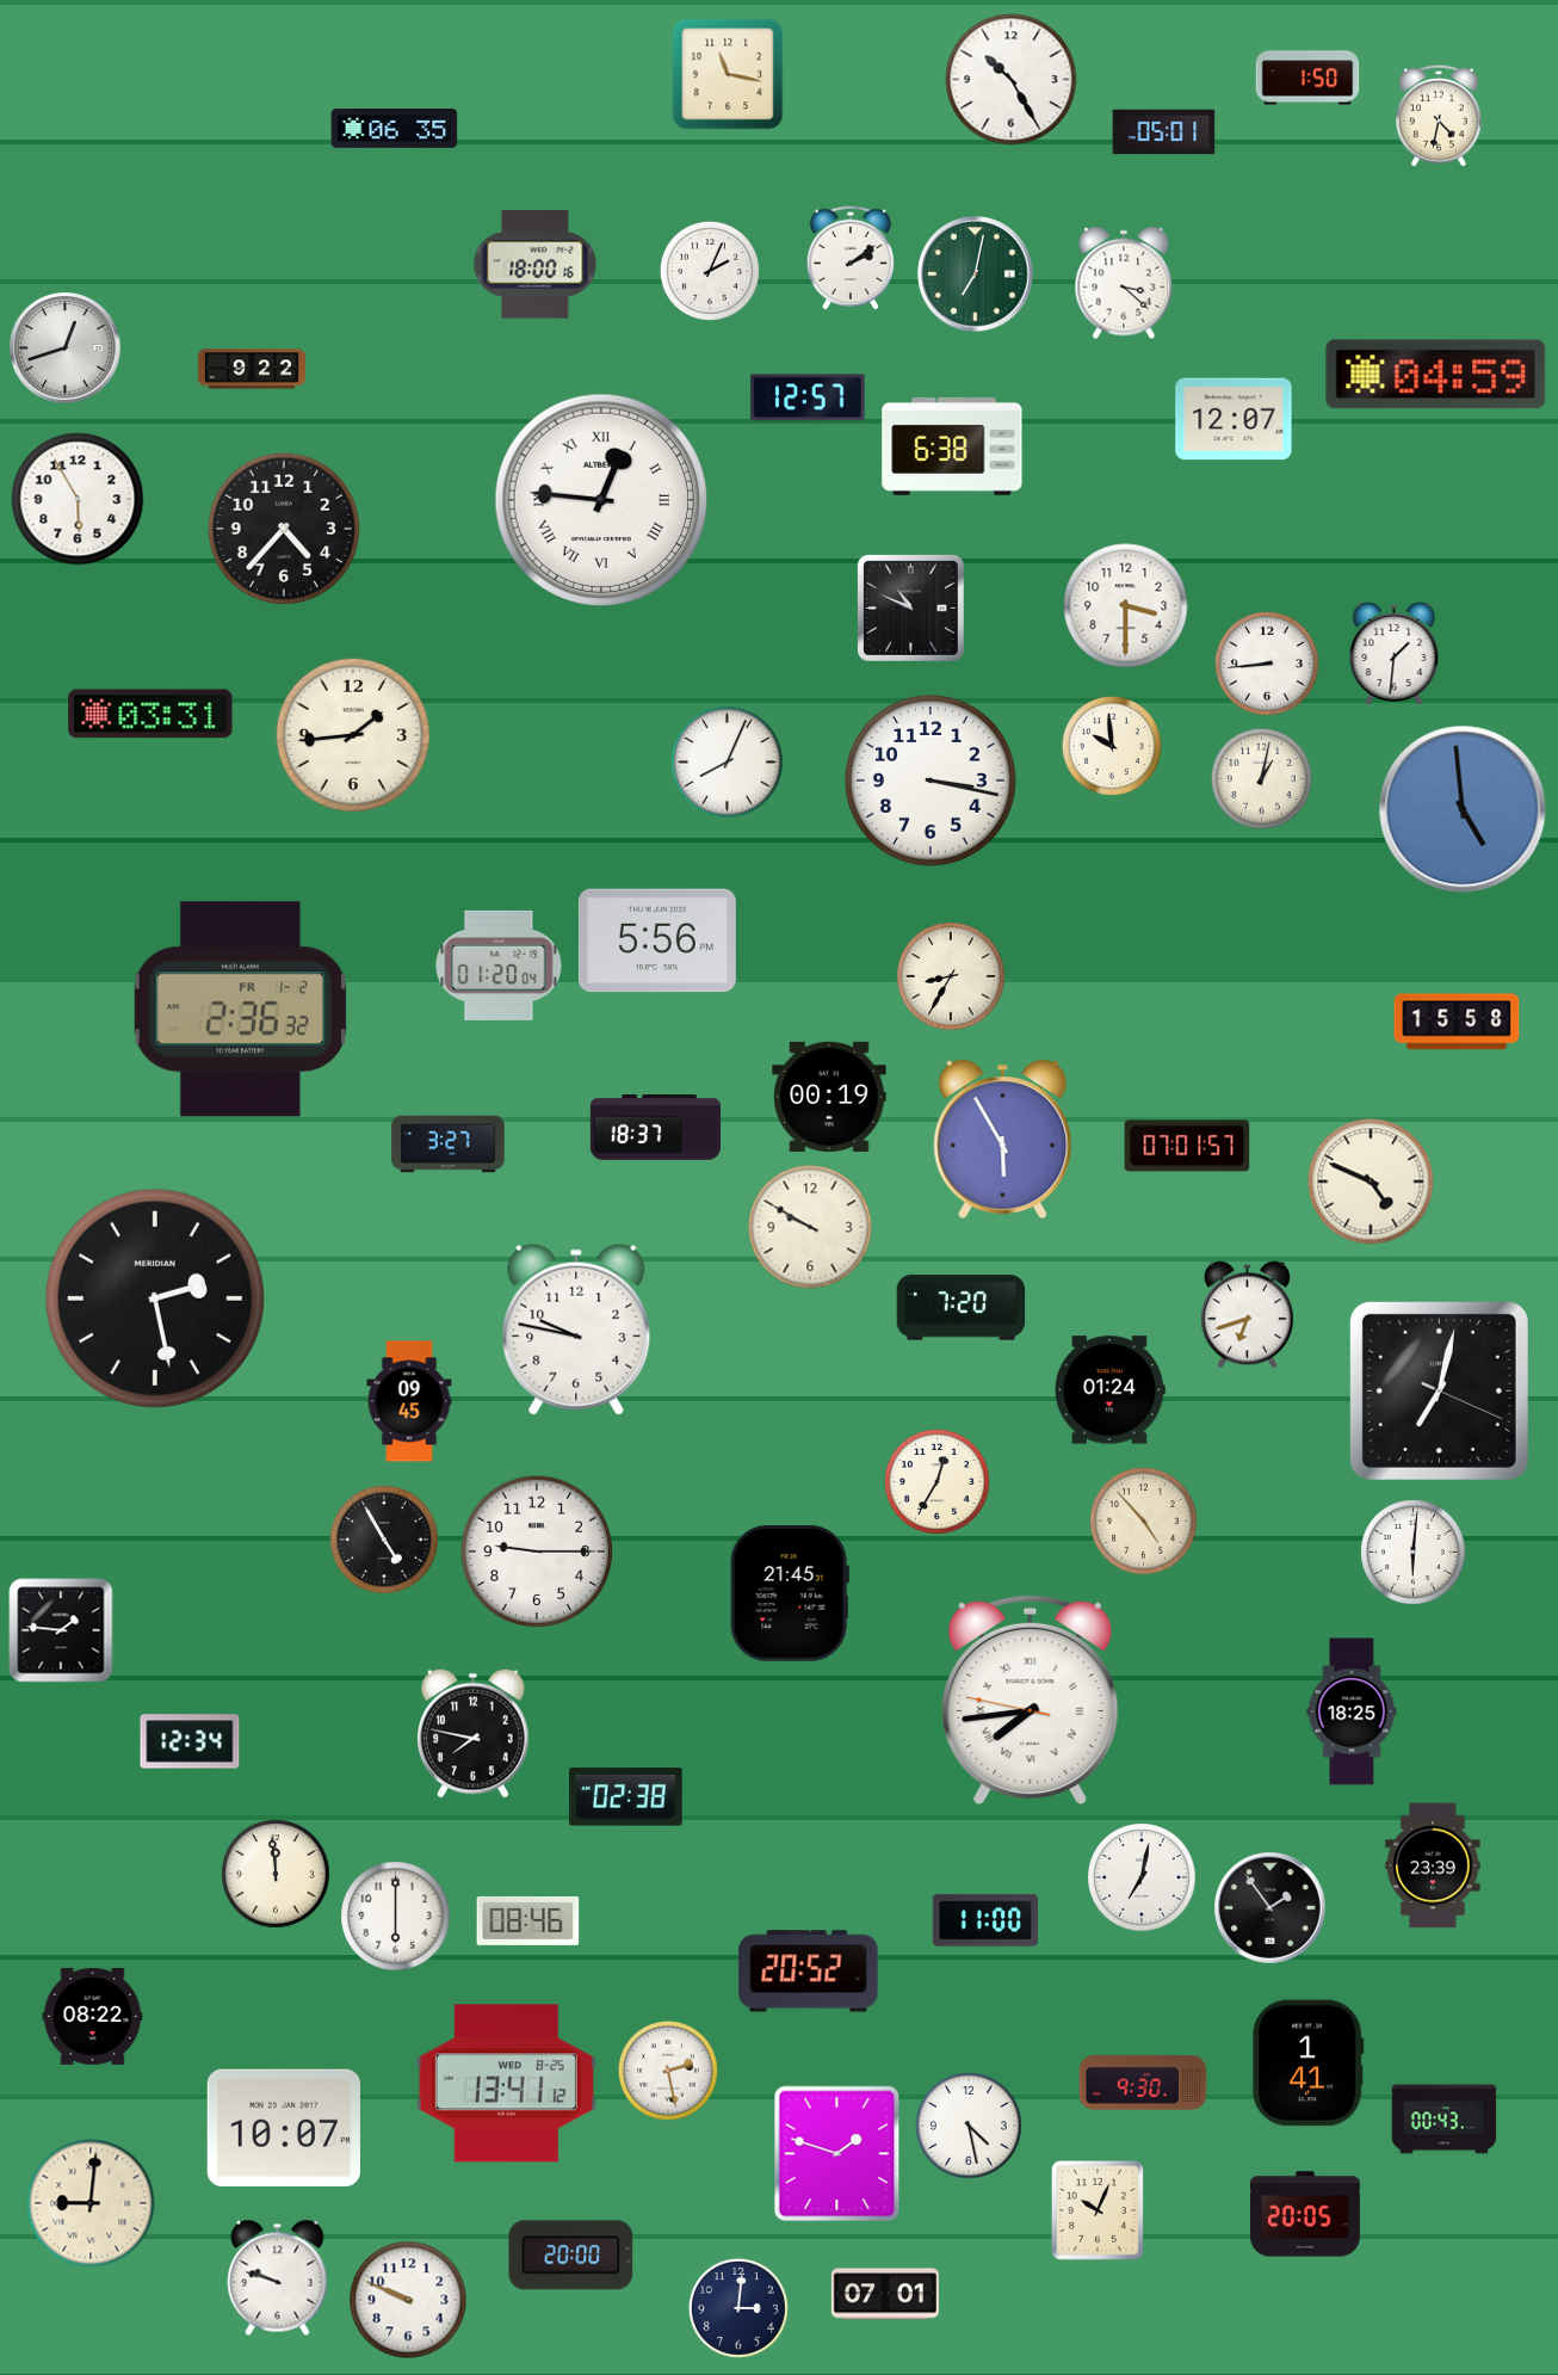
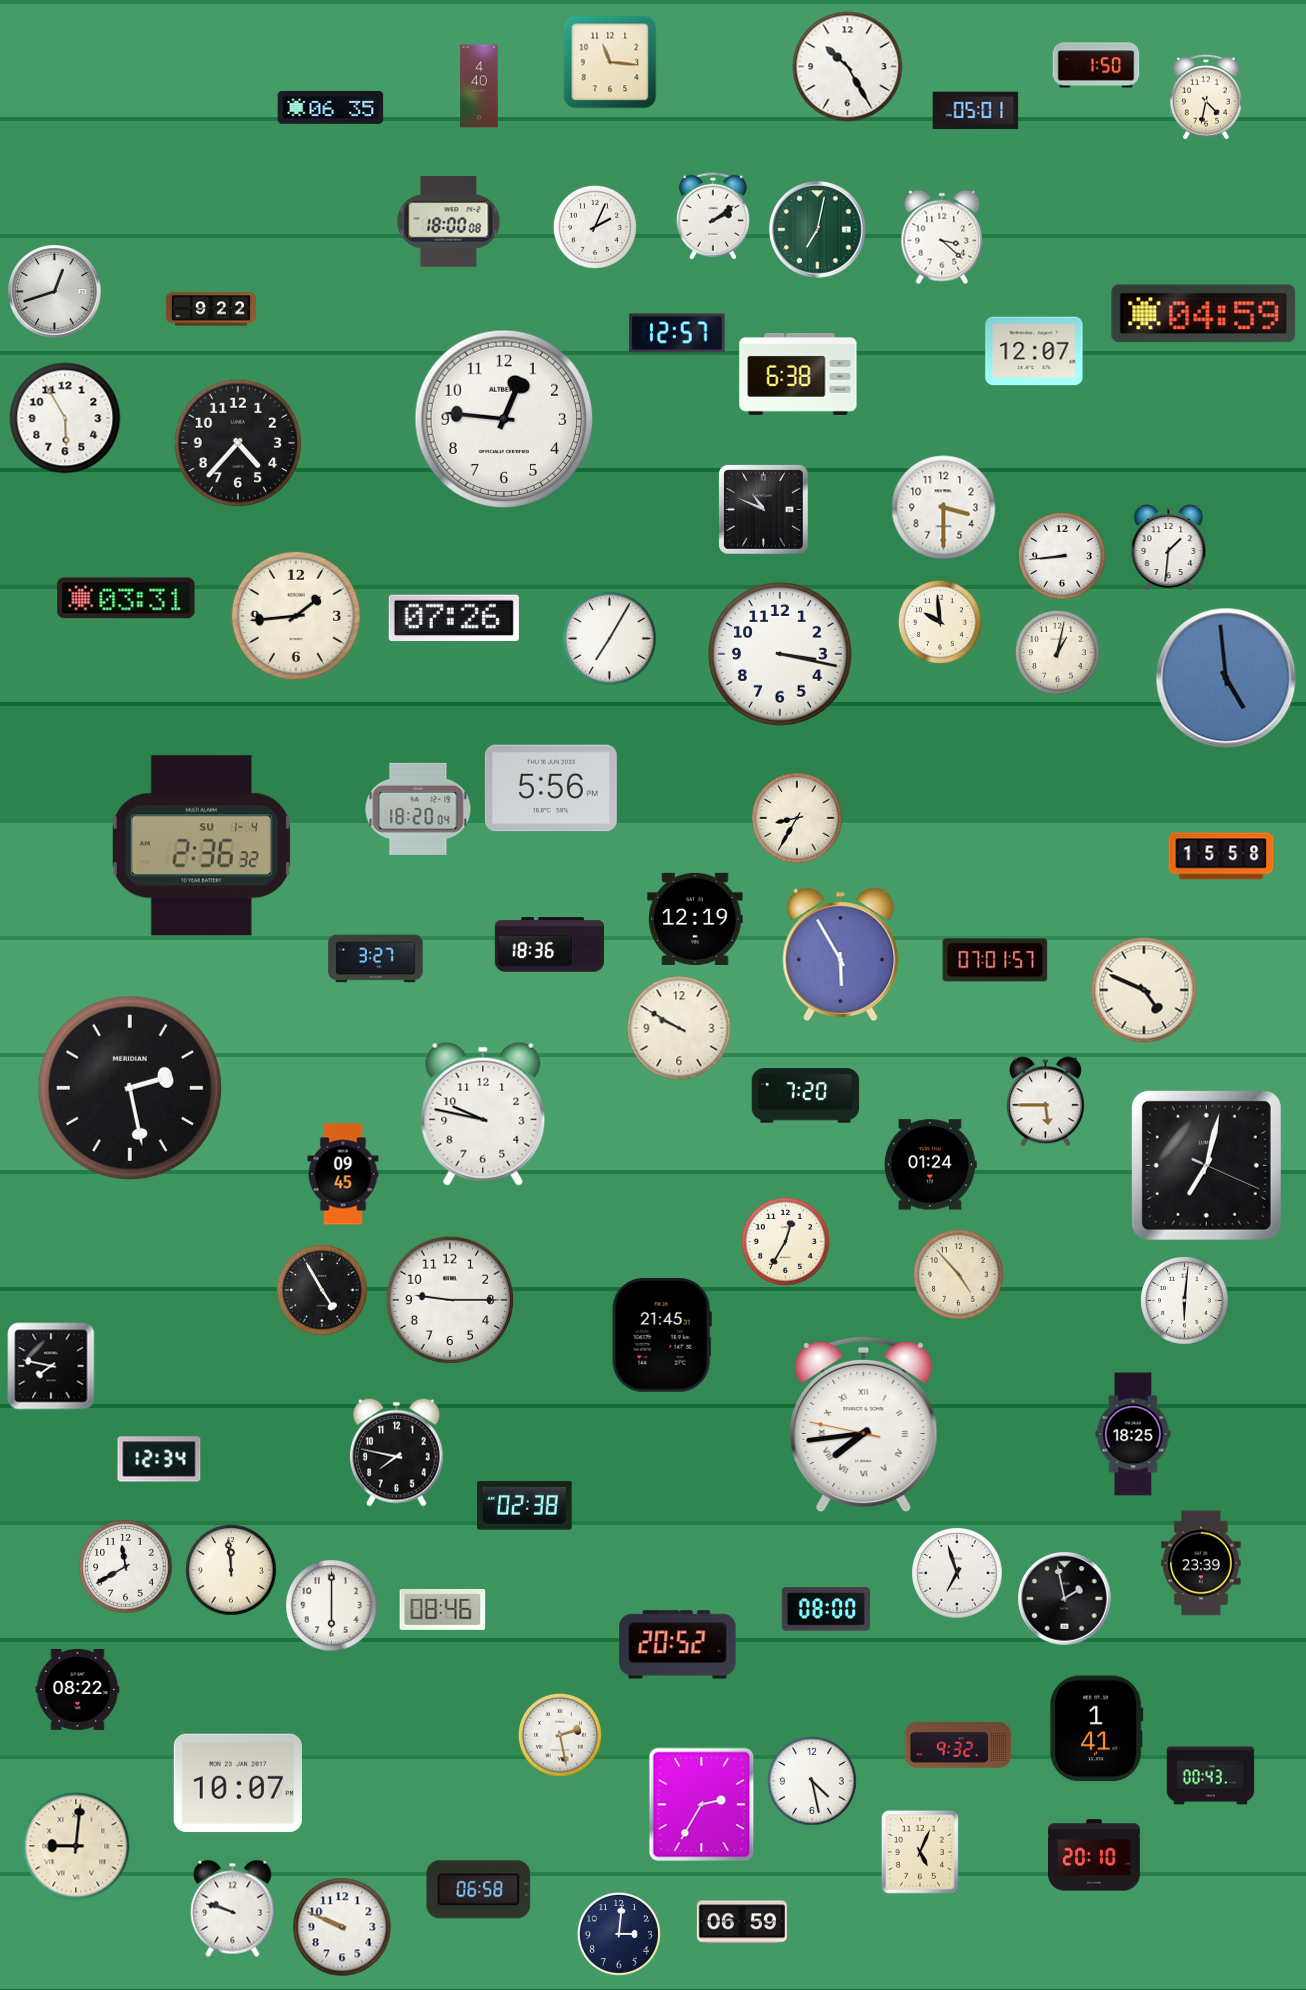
clock at (728, 74): 11:17 -> 11:16
clock at (479, 86): none -> 4:40
clock at (536, 265): 18:00:16 -> 18:00:08
clock at (601, 500) numerals: Roman -> Arabic
clock at (454, 617): none -> 07:26
clock at (1112, 746) position: (1112, 746) -> (940, 622)
clock at (728, 763): 8:04 -> 7:05
clock at (499, 966): 01:20 -> 18:20
clock at (240, 1010) date: FR 1-2 -> SU 1-4
clock at (829, 1097): 00:19 -> 12:19
clock at (655, 1128): 18:37 -> 18:36
clock at (1371, 1182) position: (1371, 1182) -> (1144, 990)
clock at (1247, 1315): 6:42 -> 5:45
clock at (61, 1630): 1:46 -> 7:47
clock at (126, 1567): none -> 11:40
clock at (1142, 1877): 7:02 -> 6:57
clock at (1270, 1908): 1:54 -> 1:58
clock at (984, 1920): 11:00 -> 08:00
clock at (809, 1972) position: (809, 1972) -> (678, 1645)
clock at (1143, 2083): 9:30 -> 9:32
clock at (506, 2084): 13:41 -> none
clock at (837, 2154): 1:48 -> 2:35
clock at (1098, 2210): 10:04 -> 5:04
clock at (1305, 2214): 20:05 -> 20:10
clock at (571, 2256): 20:00 -> 06:58
clock at (885, 2294): 07:01 -> 06:59
